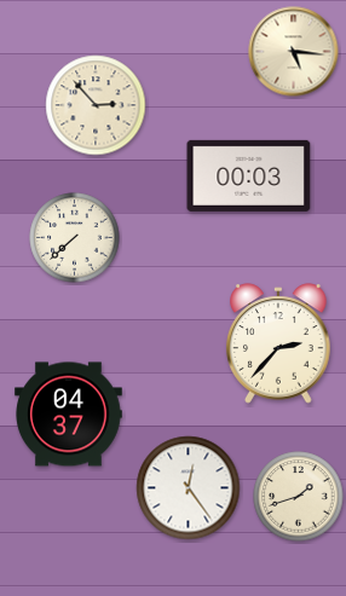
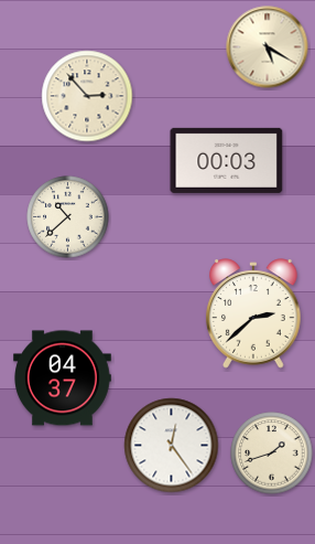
clock at (294, 52): 5:16 -> 5:20
clock at (75, 238): 7:38 -> 10:38
clock at (278, 343): 2:37 -> 2:38
